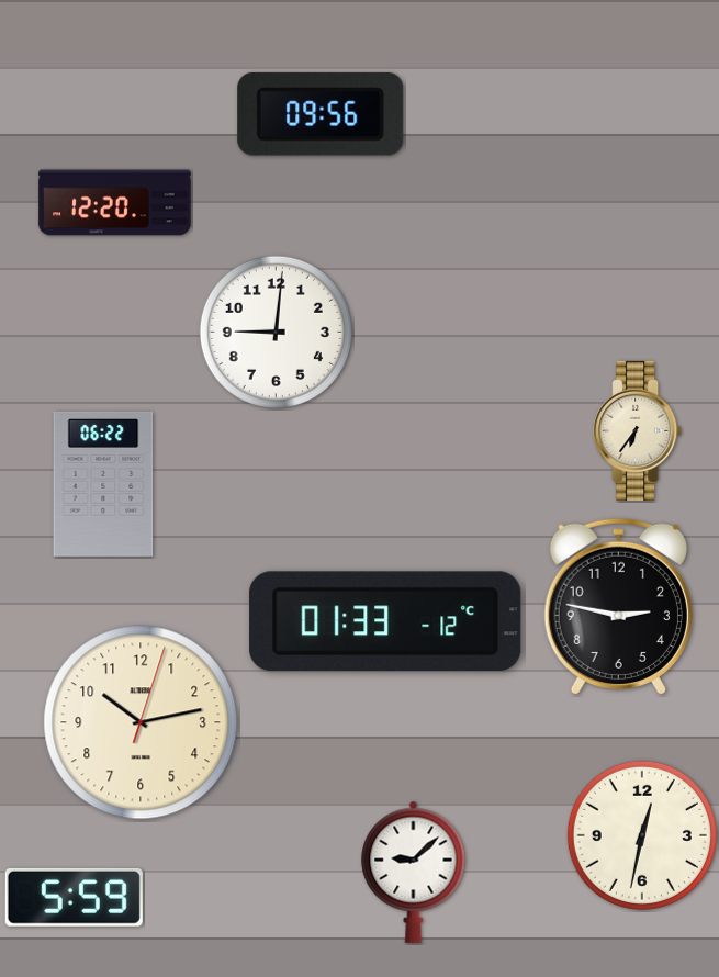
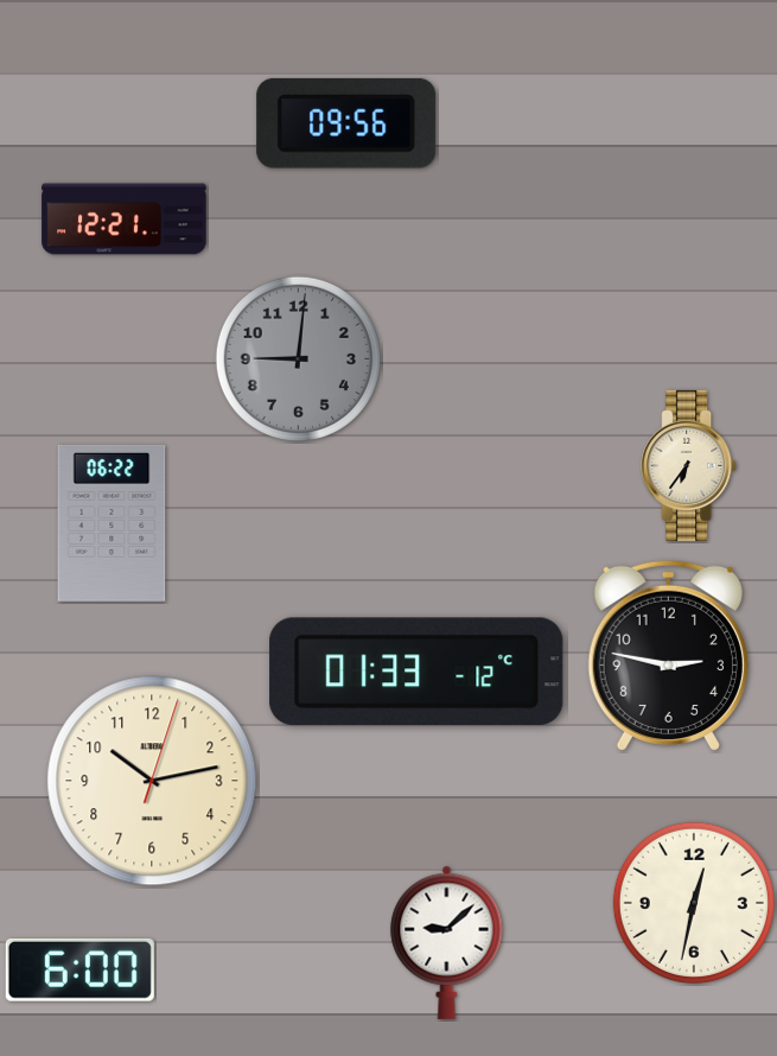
clock at (115, 203): 12:20 -> 12:21
clock at (276, 332) dial: white -> grey
clock at (74, 897): 5:59 -> 6:00
